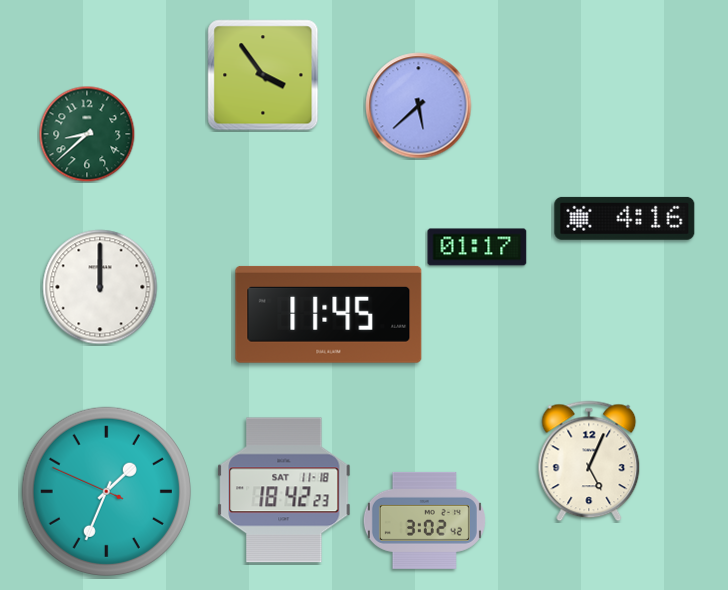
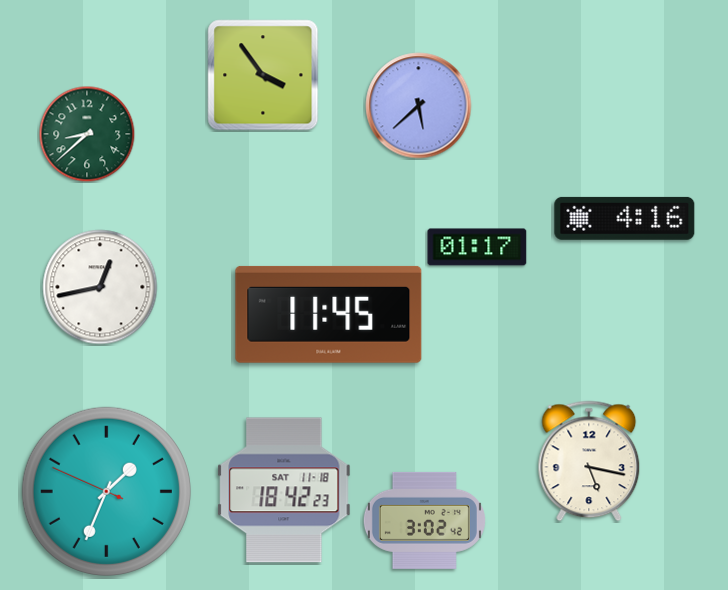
clock at (100, 287): 12:00 -> 12:43
clock at (589, 461): 5:04 -> 5:17
